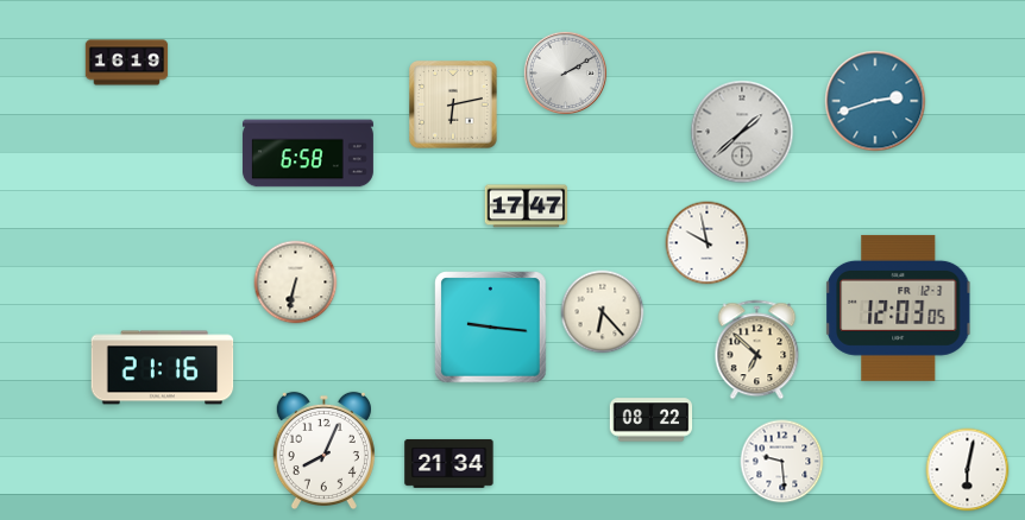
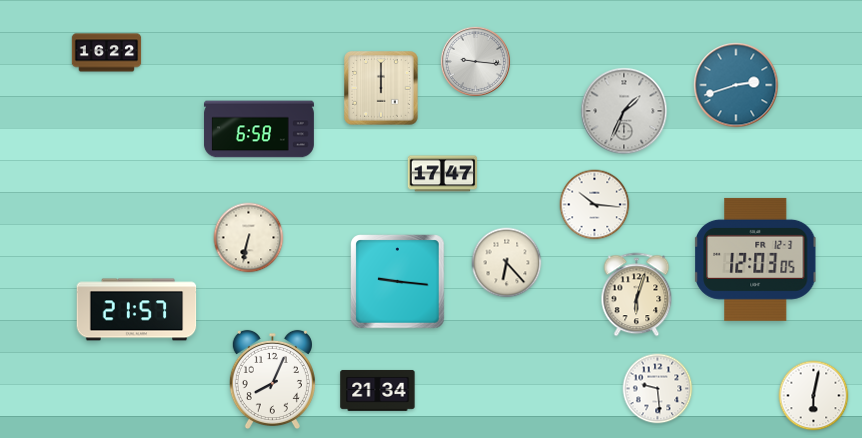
clock at (127, 63): 16:19 -> 16:22
clock at (565, 72): 2:10 -> 9:16
clock at (453, 104): 6:13 -> 12:00
clock at (742, 132): 1:38 -> 1:34
clock at (708, 243): 9:58 -> 10:16
clock at (491, 328) position: (491, 328) -> (398, 282)
clock at (757, 350): 6:52 -> 6:03
clock at (163, 368): 21:16 -> 21:57
clock at (652, 420): 08:22 -> none
